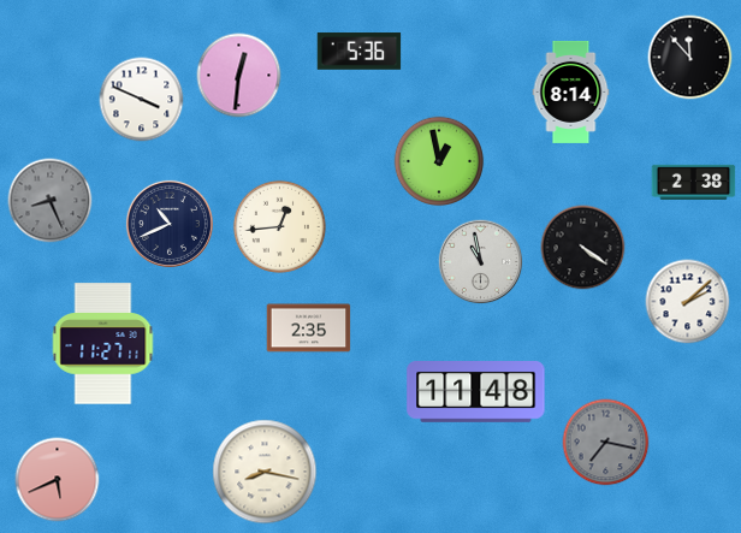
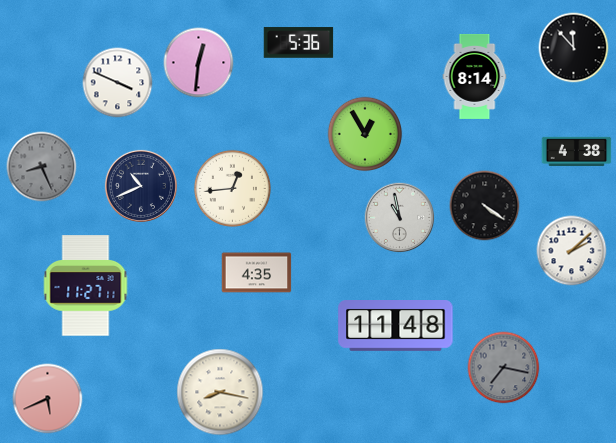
clock at (439, 161): 12:58 -> 12:55
clock at (694, 182): 2:38 -> 4:38
clock at (309, 328): 2:35 -> 4:35
